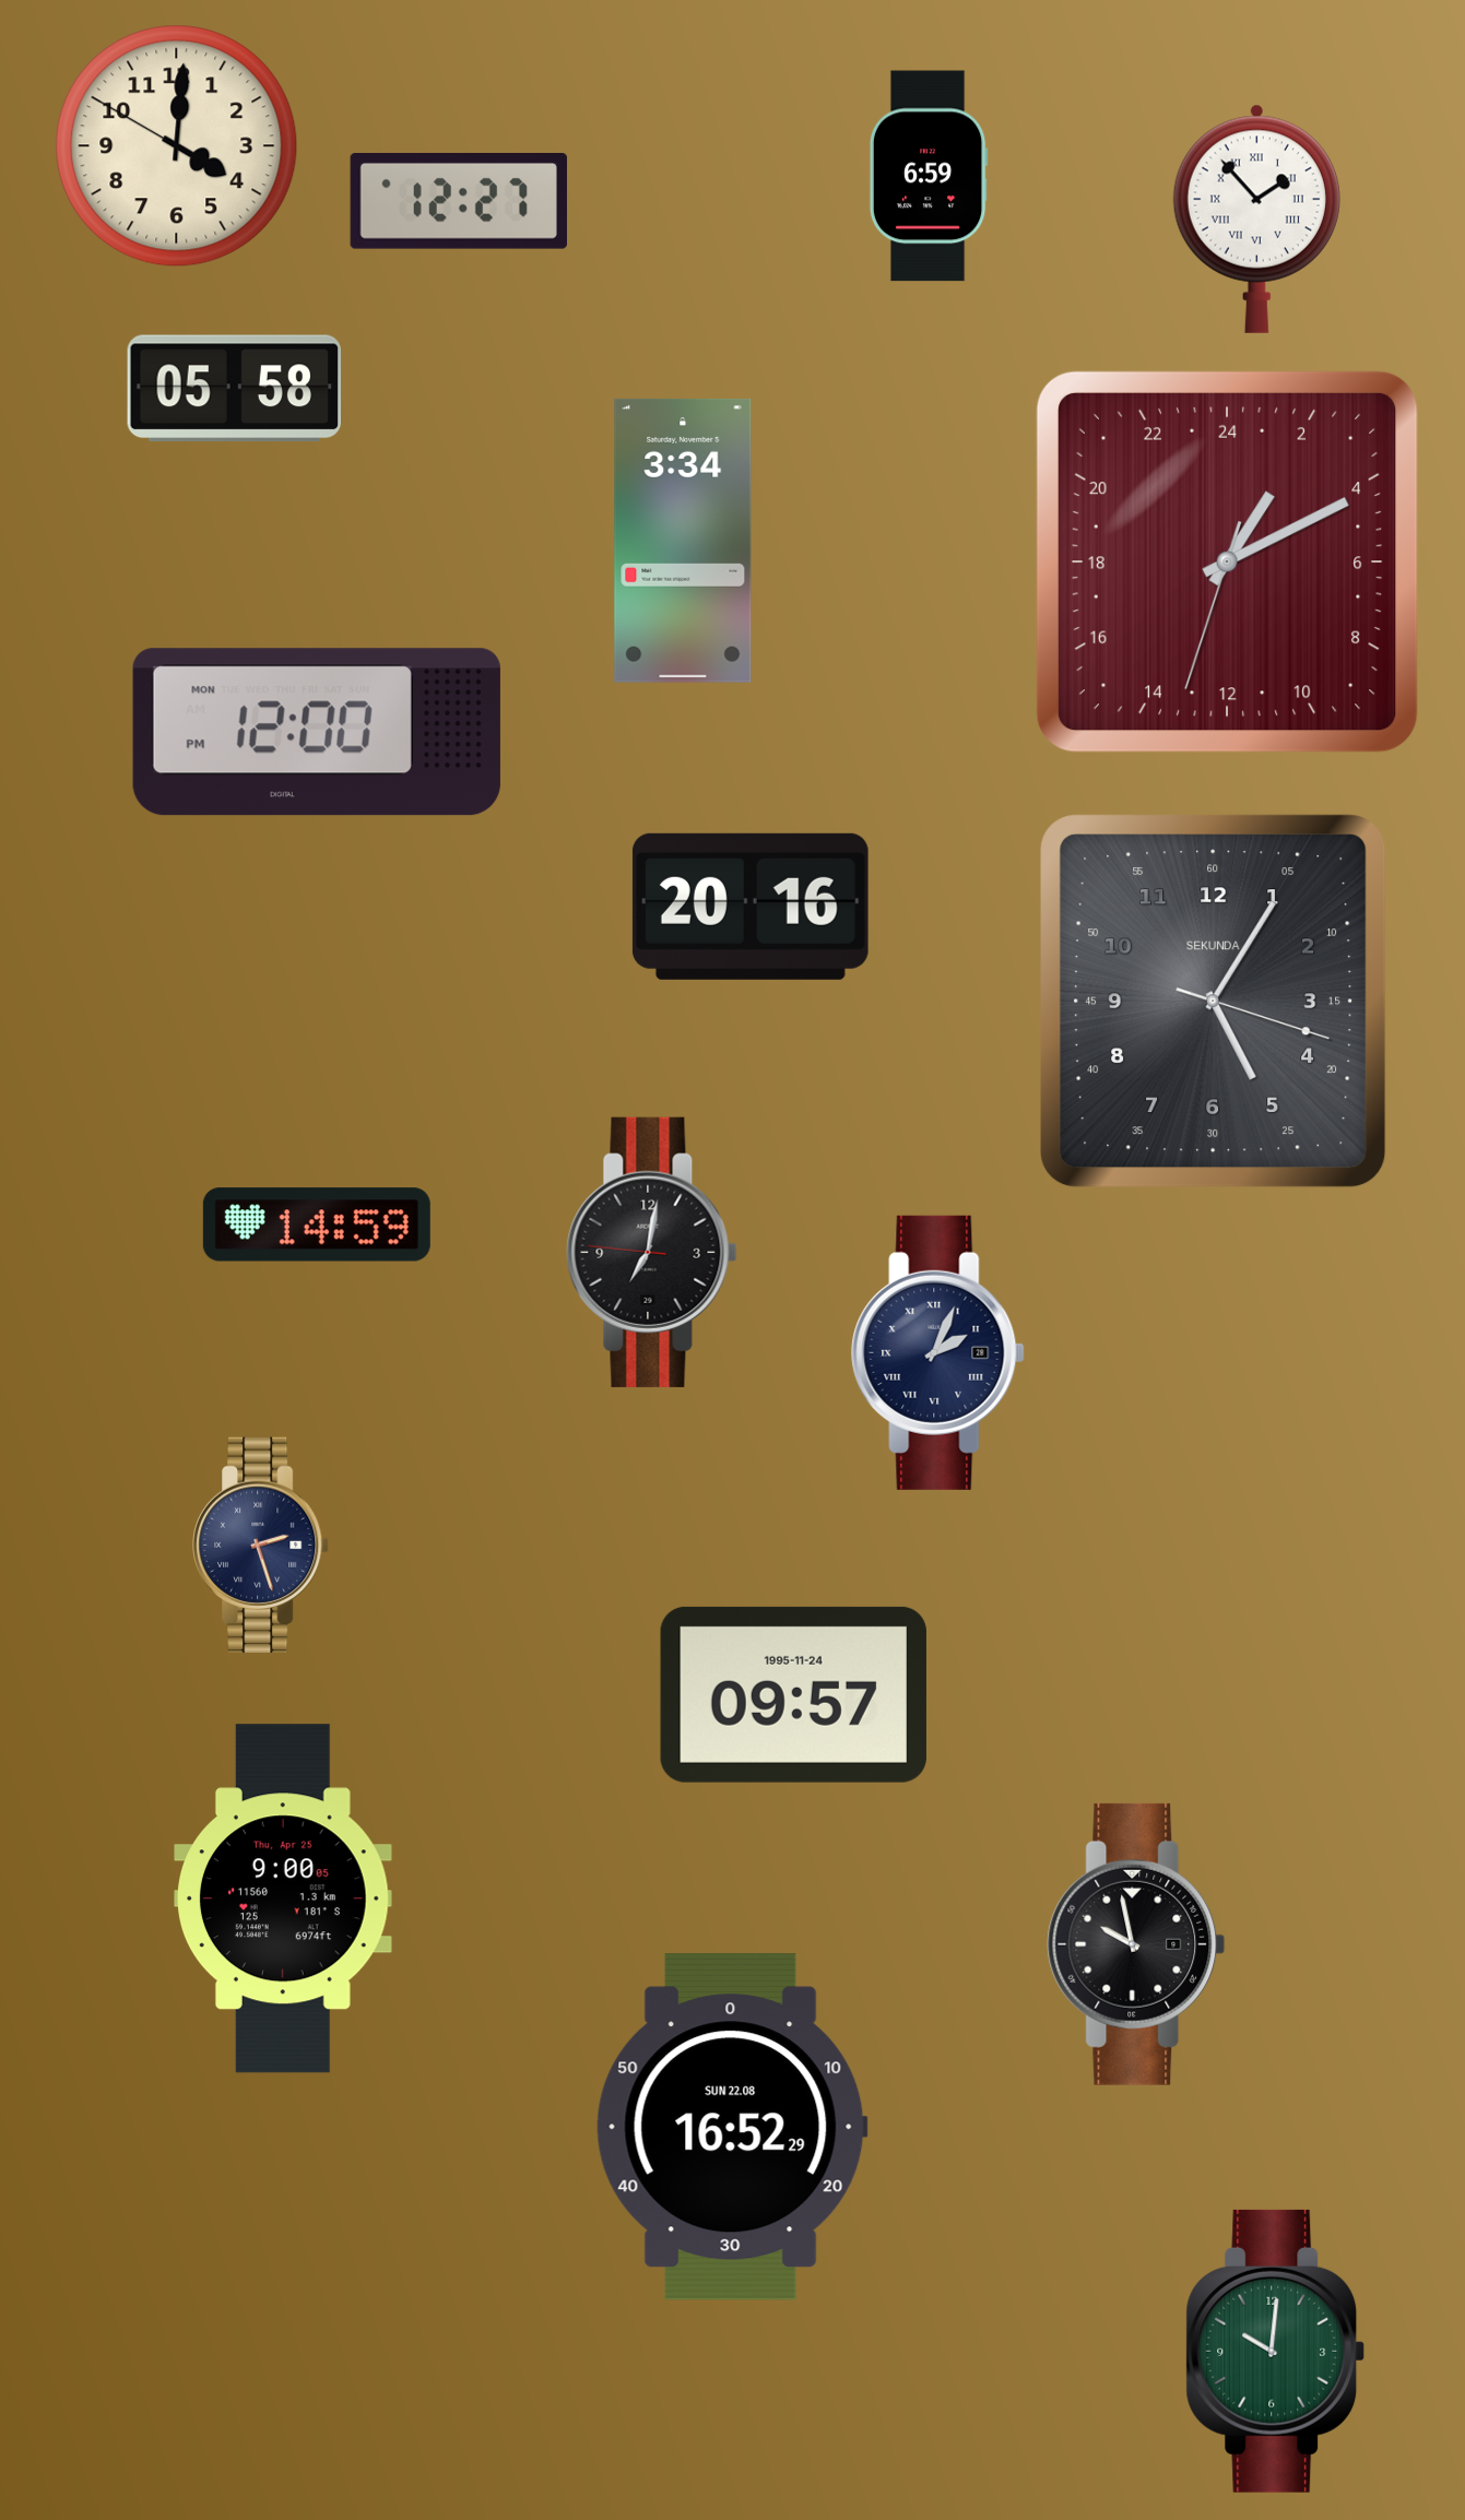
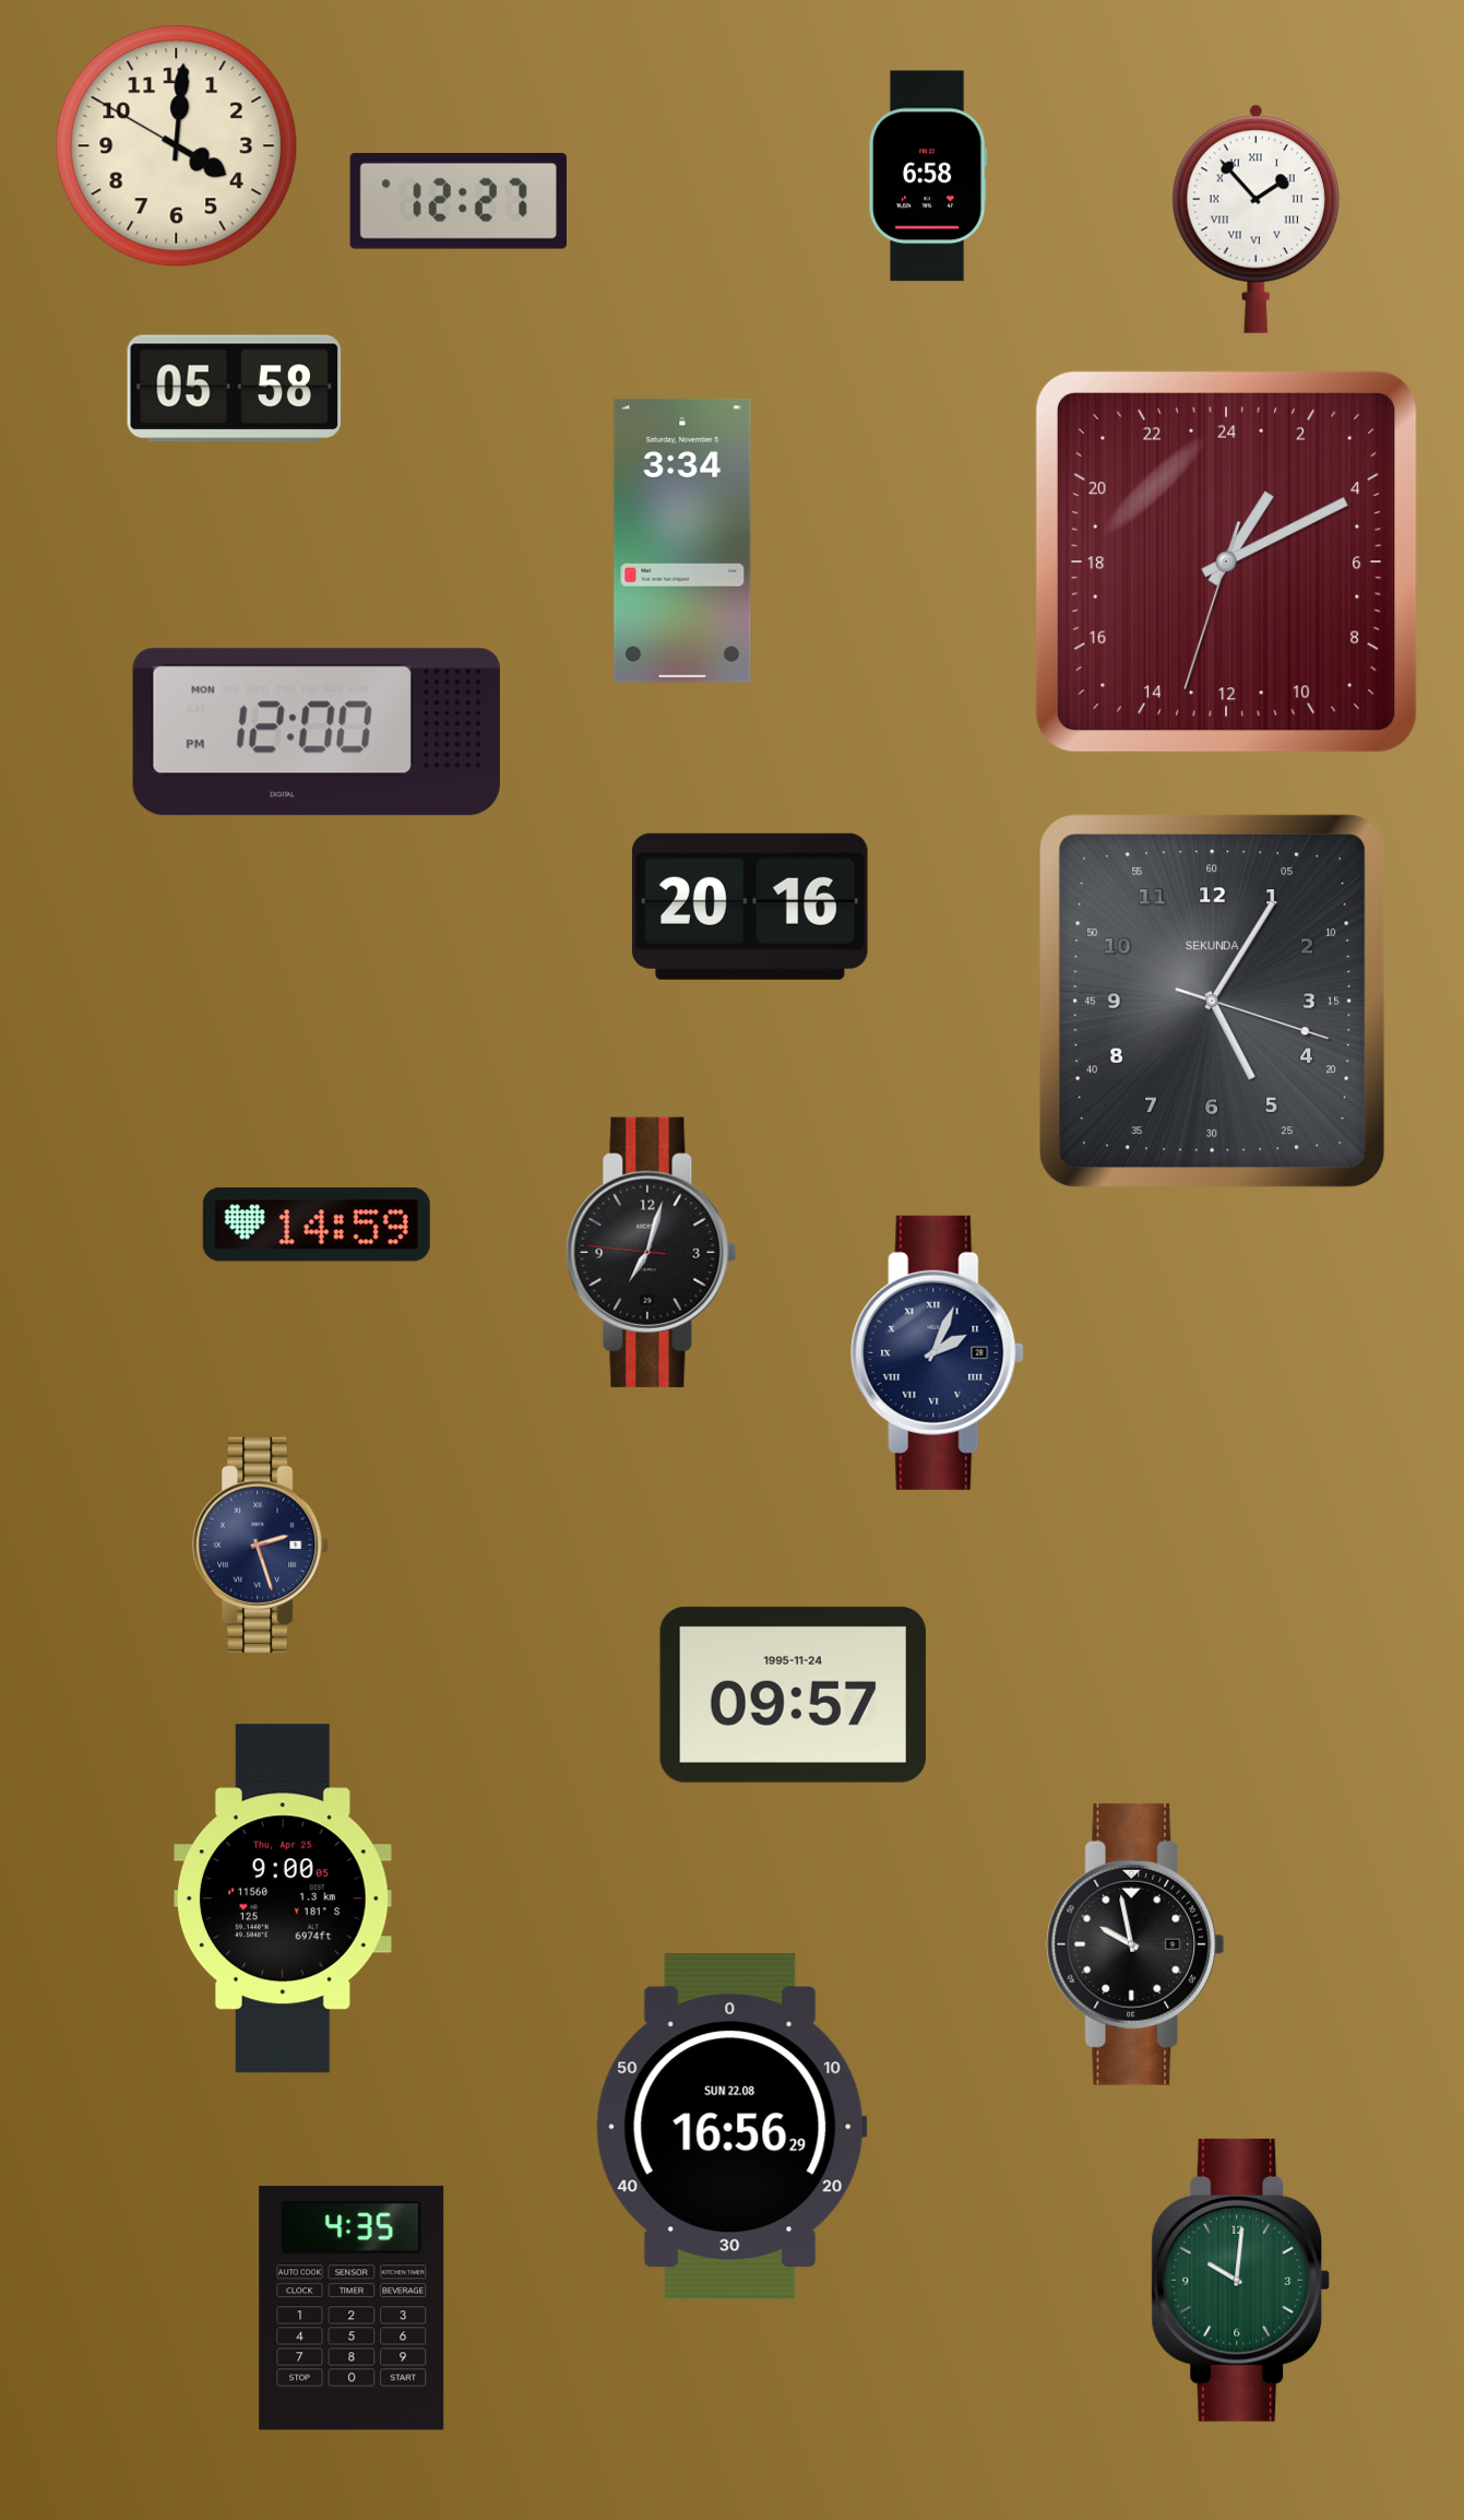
clock at (929, 176): 6:59 -> 6:58
clock at (652, 1252): 7:01 -> 7:02
clock at (732, 2127): 16:52 -> 16:56
clock at (352, 2308): none -> 4:35
clock at (1276, 2351) position: (1276, 2351) -> (1241, 2280)
